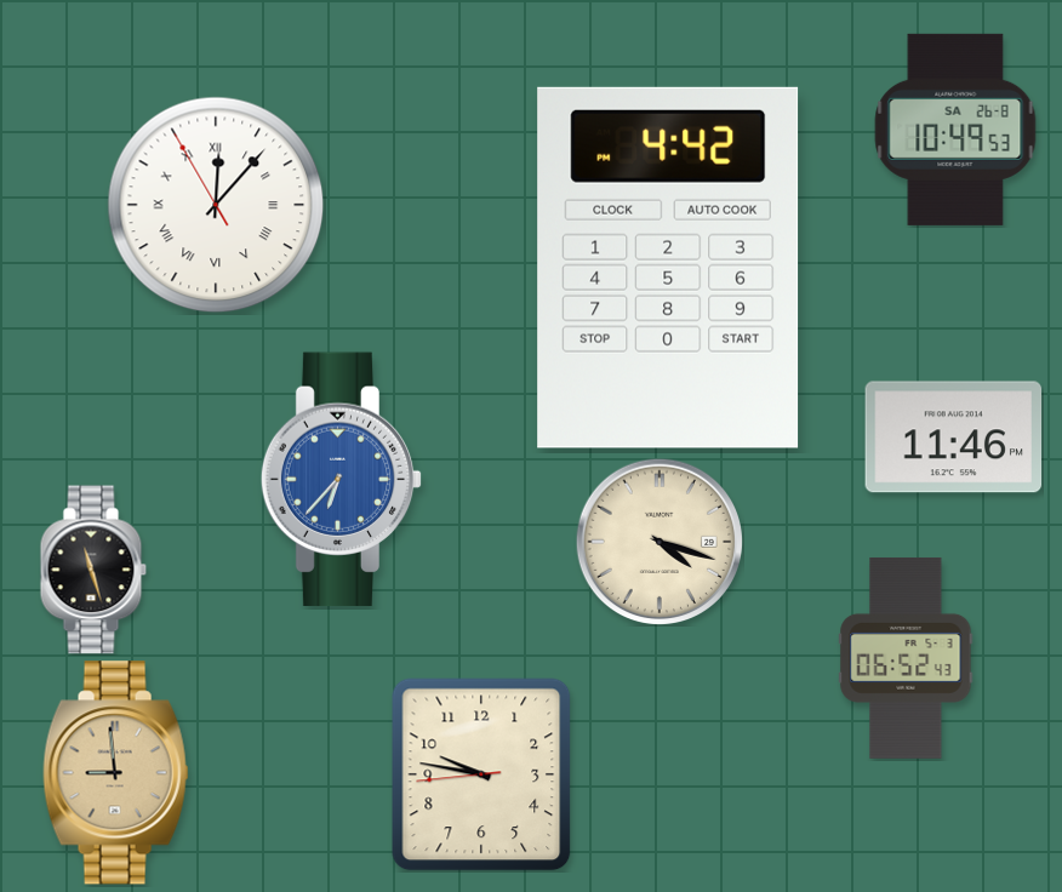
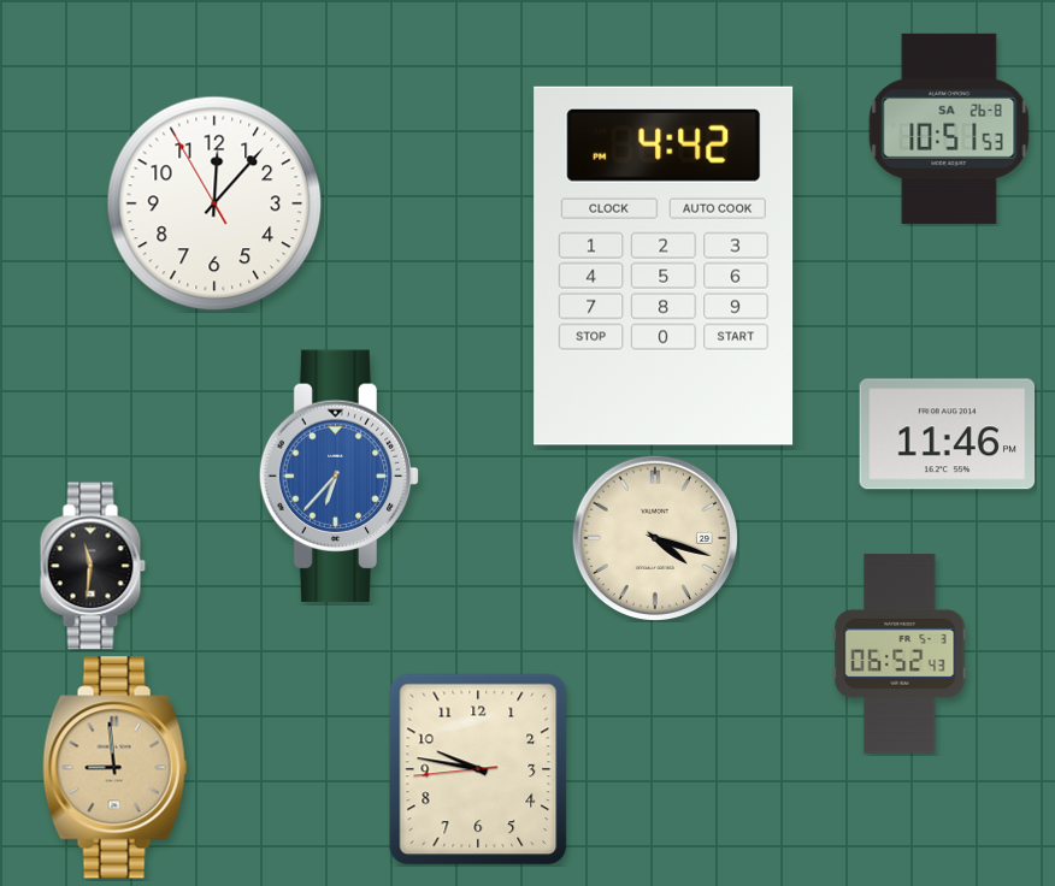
clock at (955, 130): 10:49 -> 10:51
clock at (216, 205) numerals: Roman -> Arabic
clock at (93, 570): 11:27 -> 11:31
